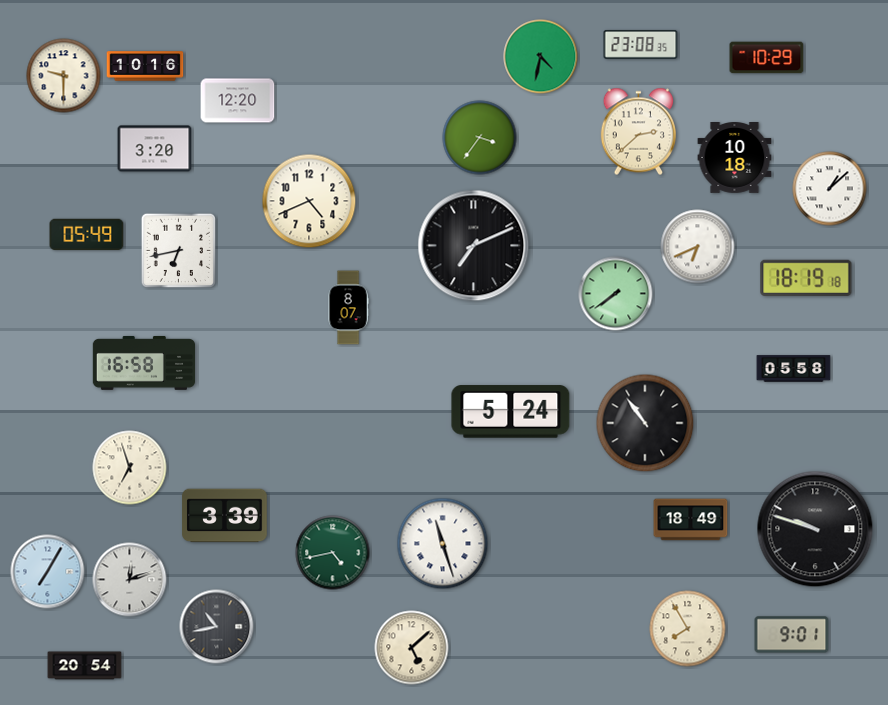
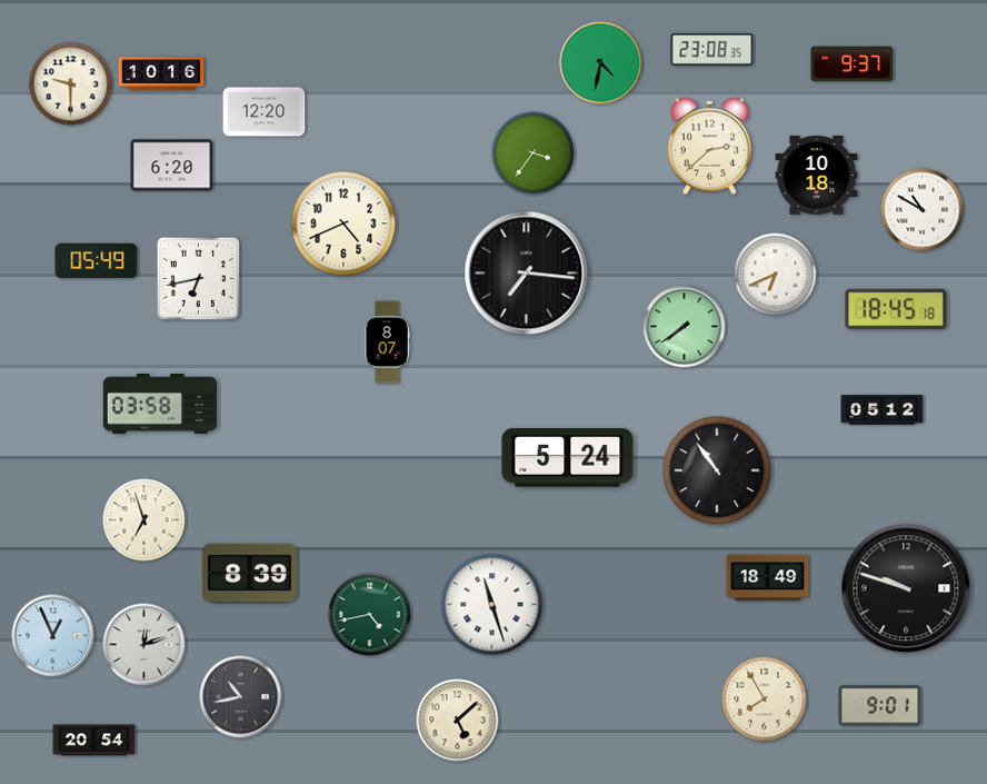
clock at (767, 58): 10:29 -> 9:37
clock at (155, 149): 3:20 -> 6:20
clock at (830, 189): 1:08 -> 10:50
clock at (474, 246): 7:11 -> 7:16
clock at (806, 278): 18:19 -> 18:45
clock at (144, 363): 16:58 -> 03:58
clock at (794, 369): 05:58 -> 05:12
clock at (225, 516): 3:39 -> 8:39
clock at (48, 572): 7:05 -> 12:56
